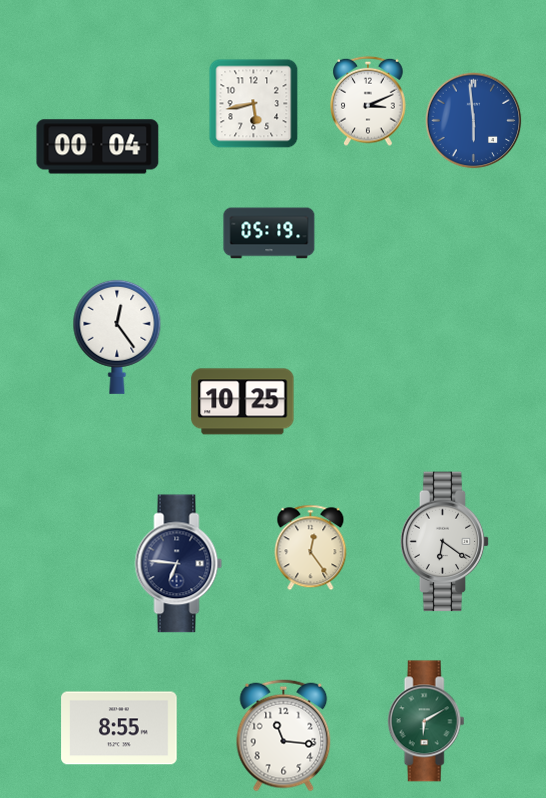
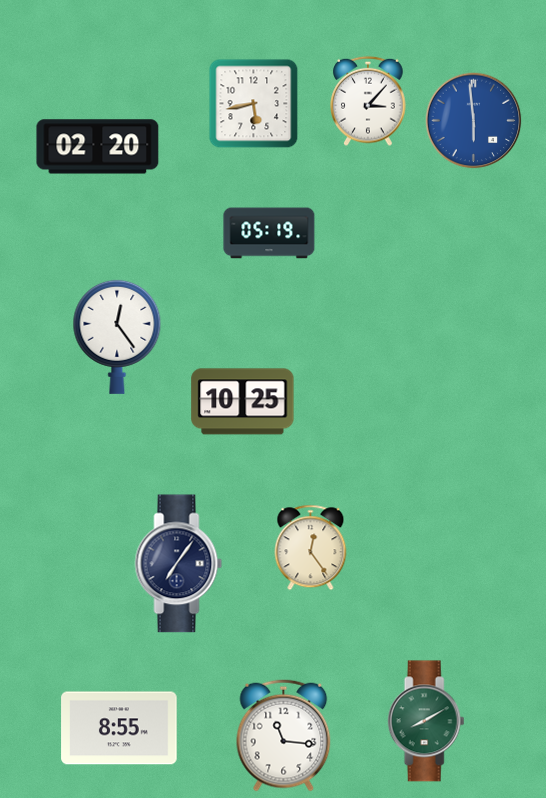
clock at (368, 101): 3:11 -> 3:07
clock at (98, 147): 00:04 -> 02:20
clock at (445, 542): 6:21 -> none
clock at (179, 564): 6:46 -> 7:06
clock at (426, 721): 6:10 -> 8:10
